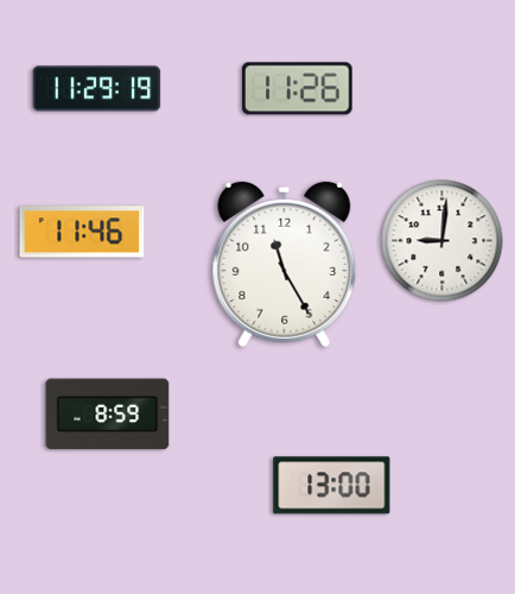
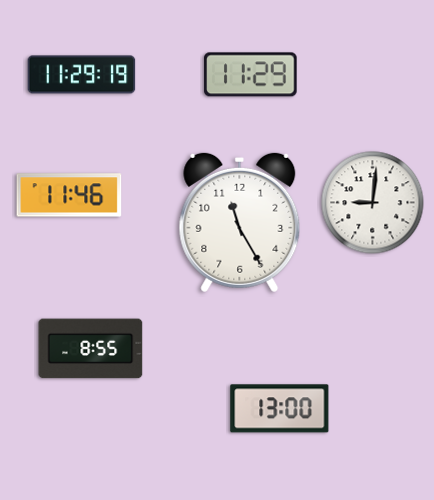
clock at (298, 89): 11:26 -> 11:29
clock at (108, 415): 8:59 -> 8:55
